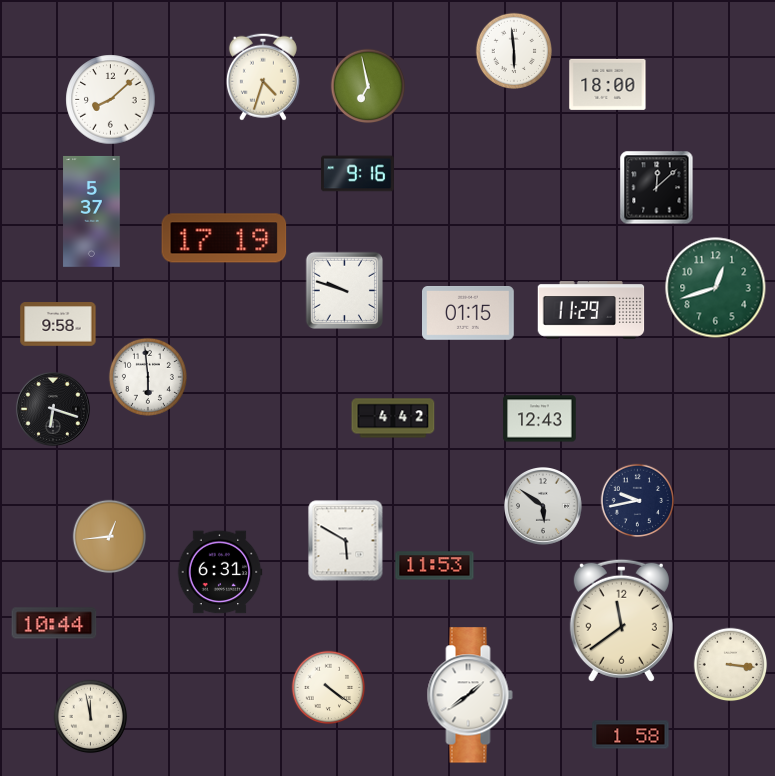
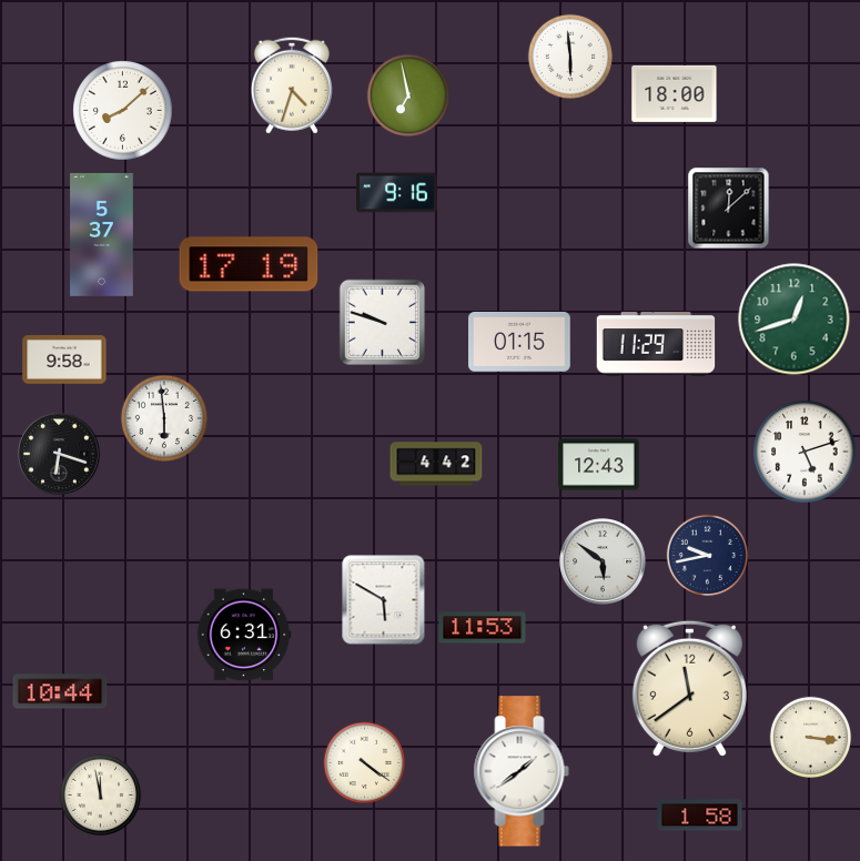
clock at (469, 314) position: (469, 314) -> (520, 343)
clock at (805, 452): none -> 5:12
clock at (110, 537): 12:44 -> none
